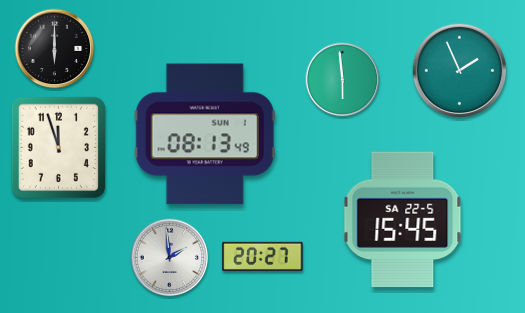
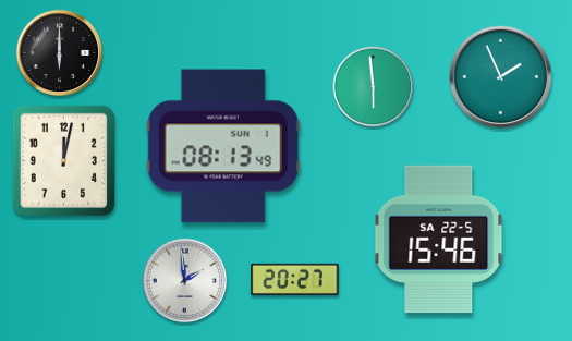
clock at (58, 147): 11:57 -> 12:02
clock at (403, 220): 15:45 -> 15:46
clock at (263, 256) position: (263, 256) -> (295, 279)
